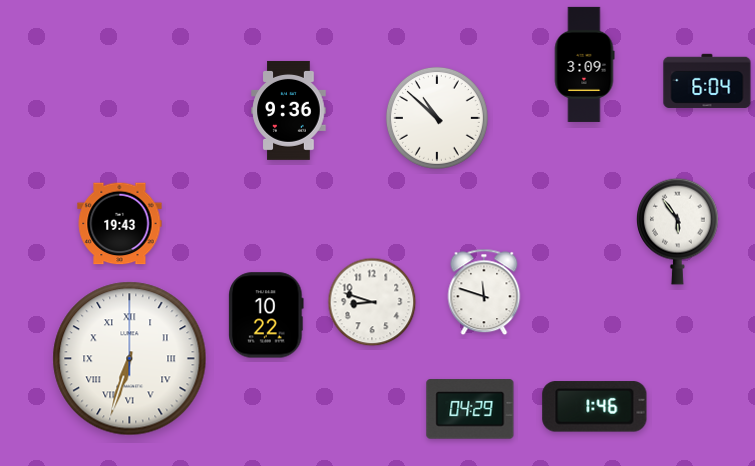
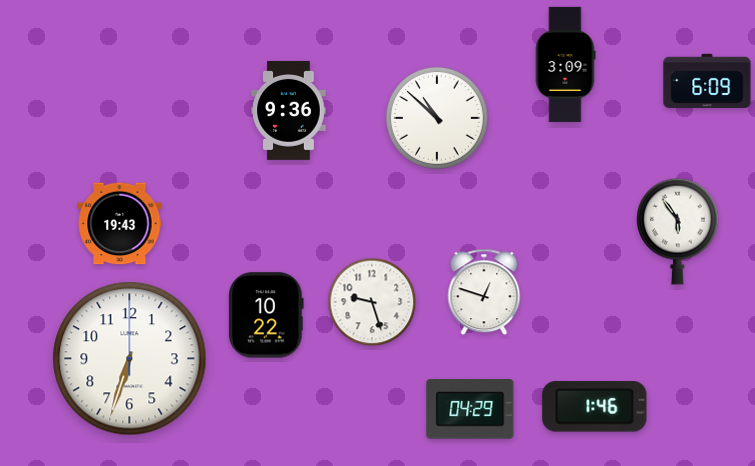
clock at (584, 64) position: (584, 64) -> (565, 64)
clock at (707, 81): 6:04 -> 6:09
clock at (484, 292): 11:48 -> 12:48
clock at (372, 302): 8:48 -> 9:27
clock at (130, 359) numerals: Roman -> Arabic
